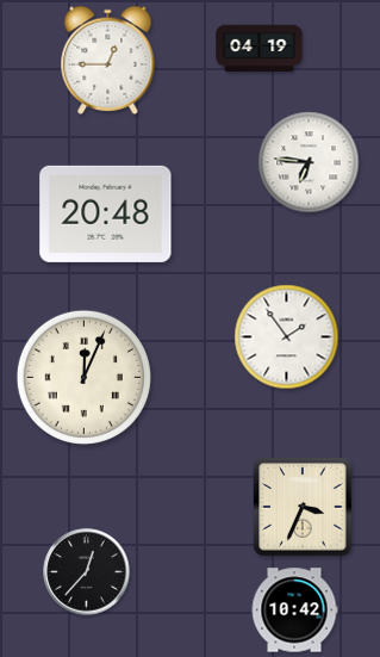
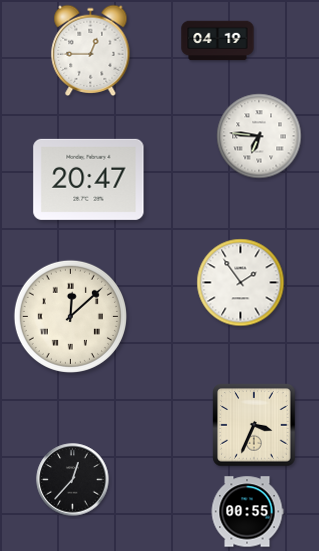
clock at (106, 213): 20:48 -> 20:47
clock at (83, 377): 12:04 -> 12:08
clock at (294, 610): 10:42 -> 00:55
